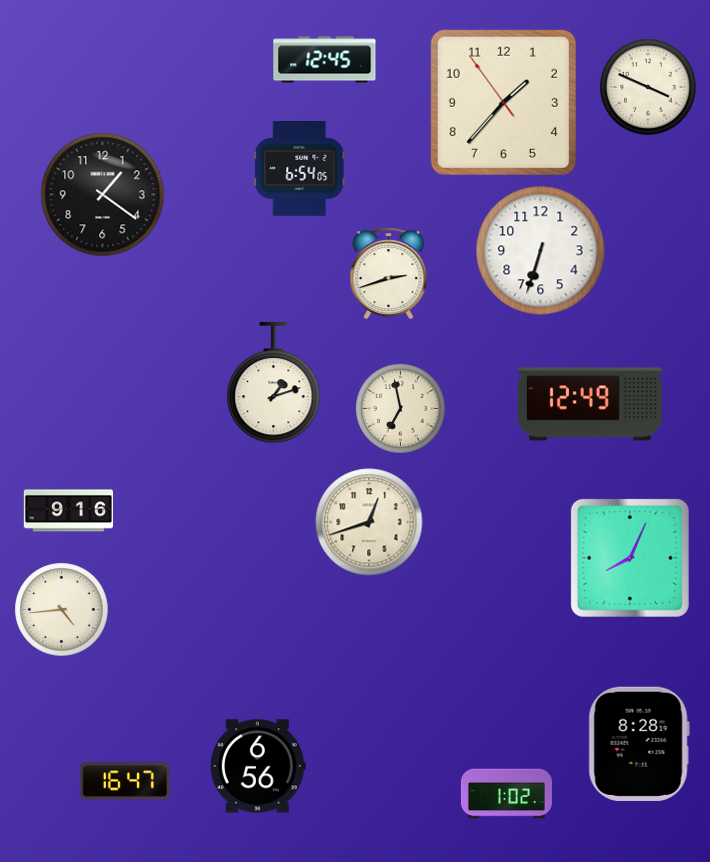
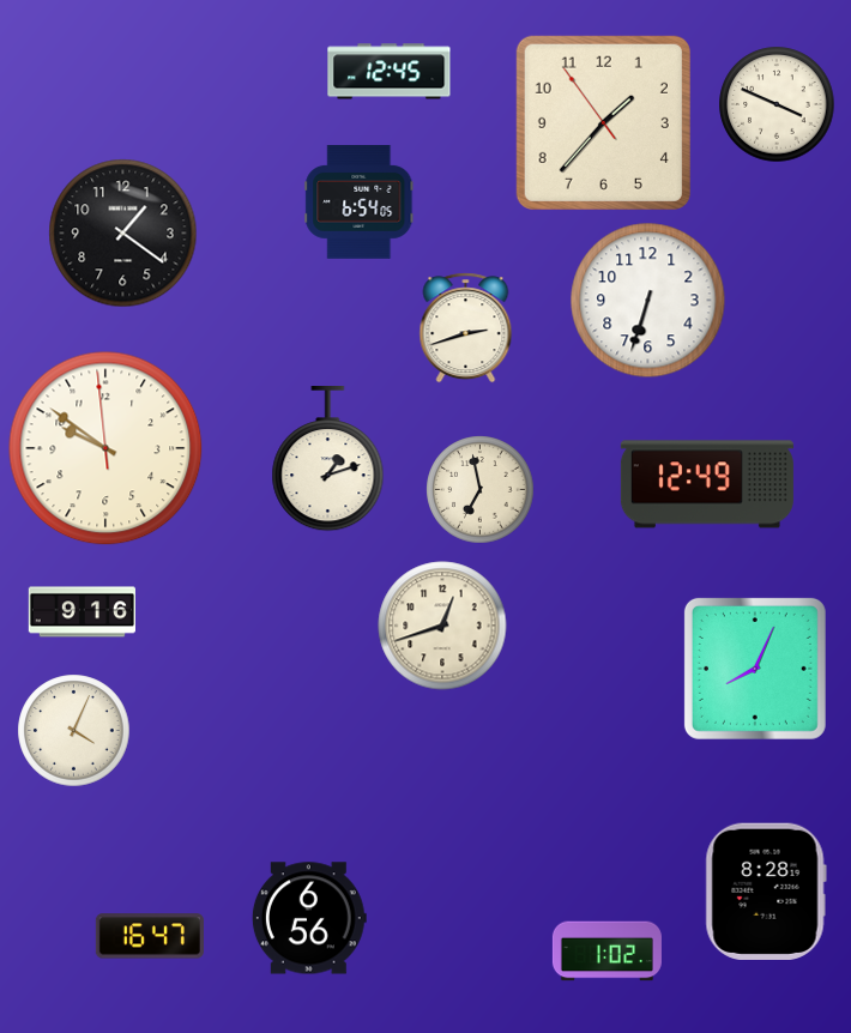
clock at (105, 448): none -> 9:50
clock at (62, 610): 4:44 -> 4:04
